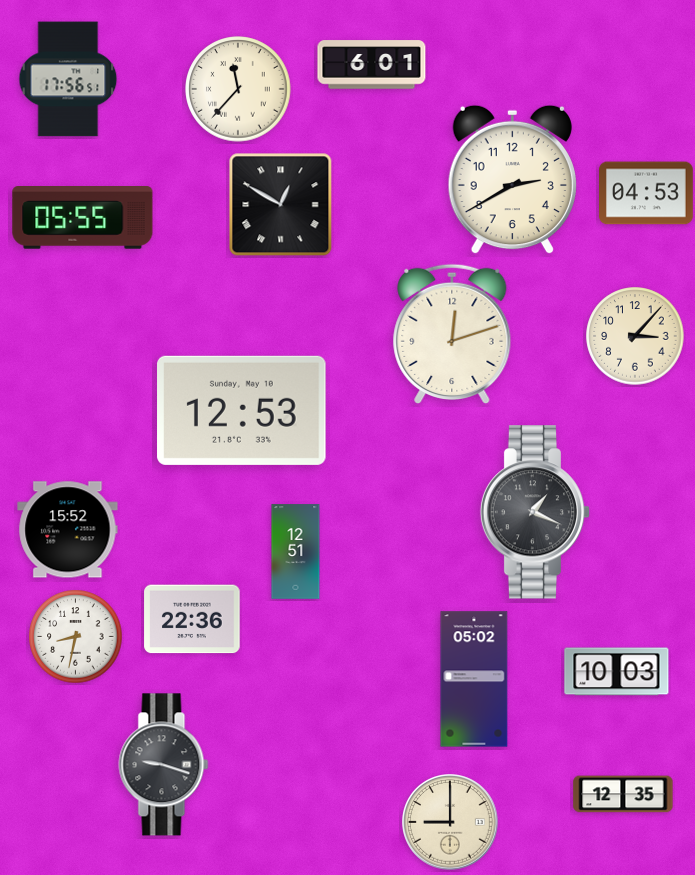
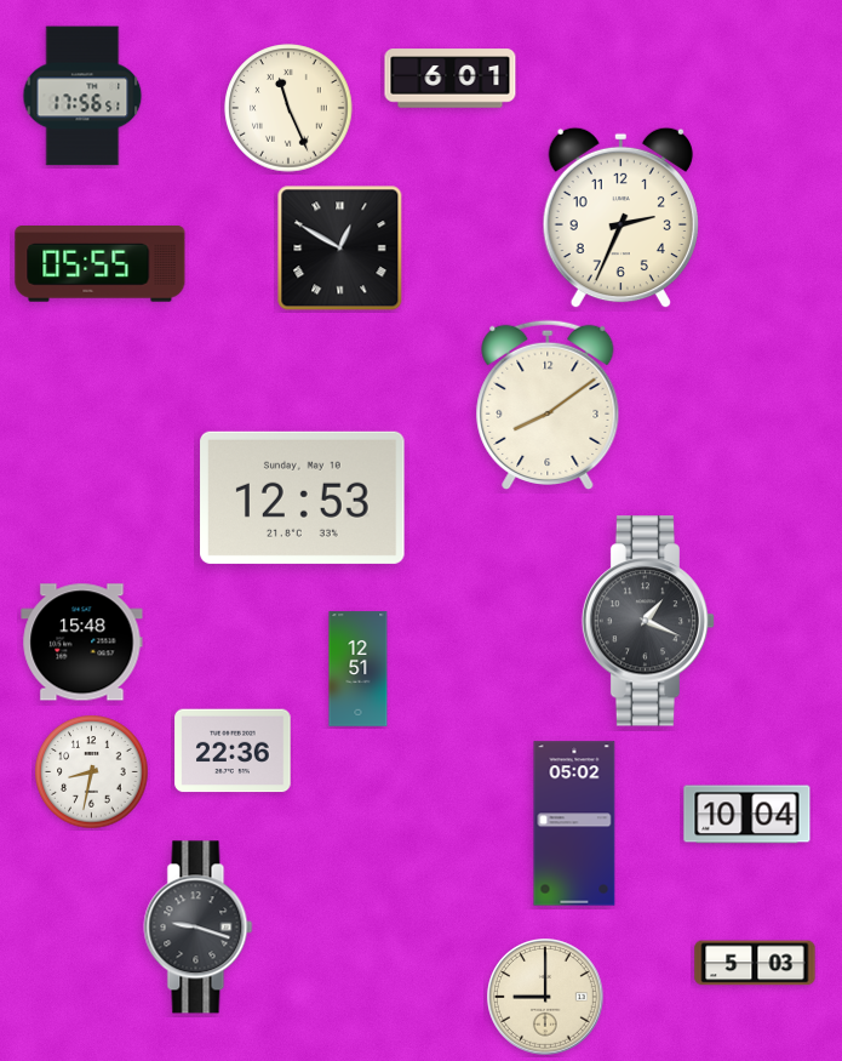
clock at (238, 89): 11:37 -> 11:26
clock at (512, 180): 2:40 -> 2:34
clock at (647, 193): 04:53 -> none
clock at (452, 333): 12:12 -> 8:09
clock at (635, 336): 3:07 -> none
clock at (242, 410) position: (242, 410) -> (303, 497)
clock at (68, 530): 15:52 -> 15:48
clock at (617, 672): 10:03 -> 10:04
clock at (623, 794): 12:35 -> 5:03
